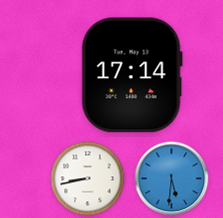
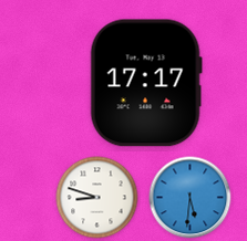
clock at (132, 75): 17:14 -> 17:17
clock at (88, 179): 8:43 -> 8:48
